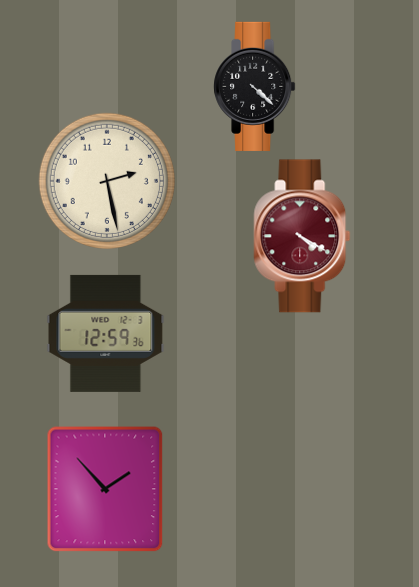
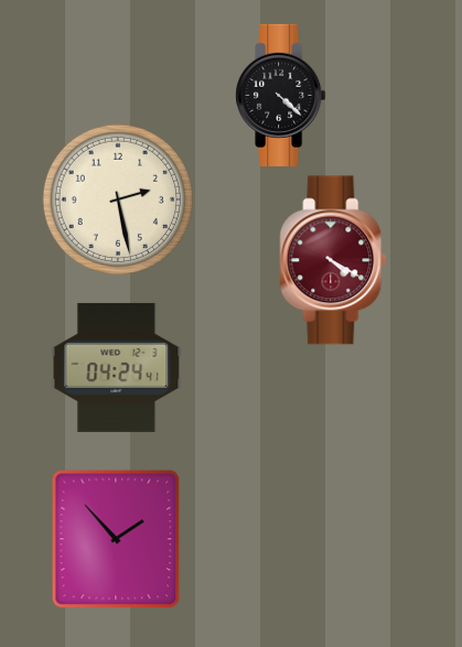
clock at (106, 333): 12:59 -> 04:24
